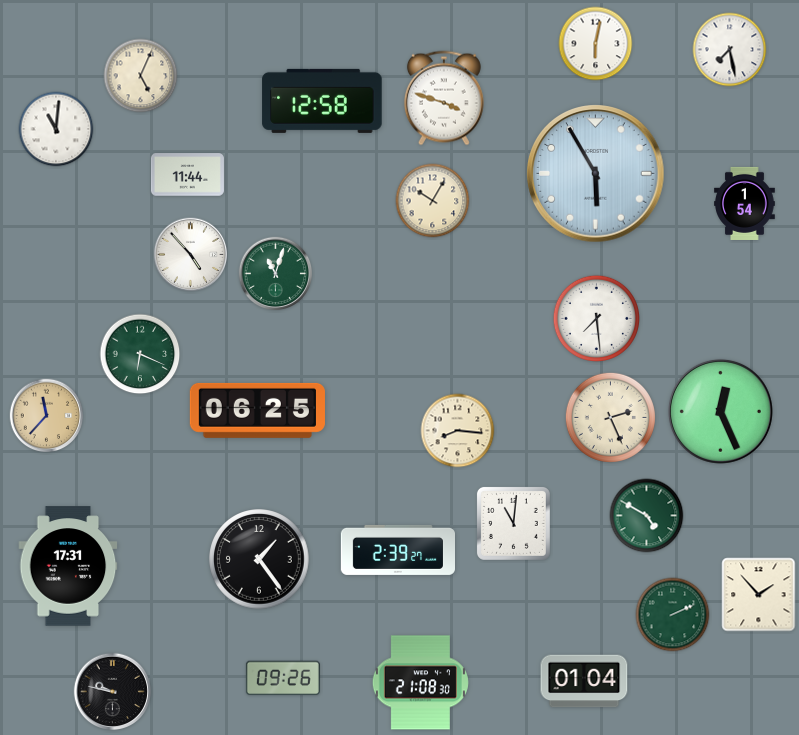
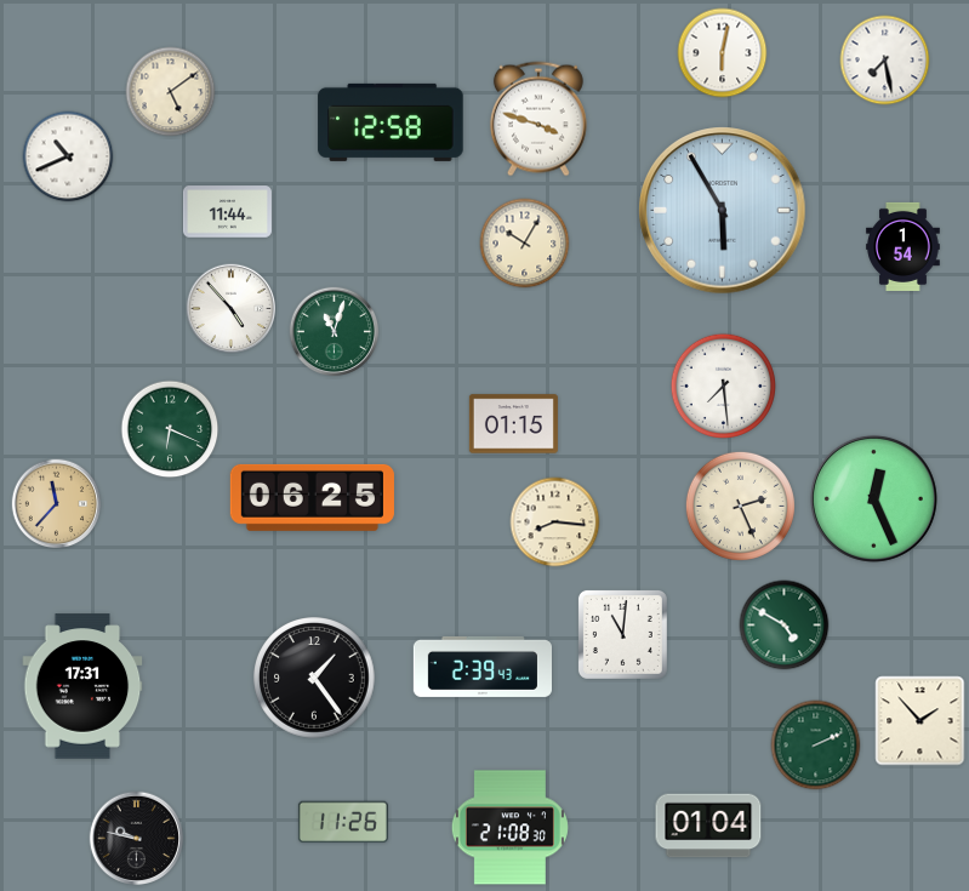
clock at (141, 76): 5:04 -> 5:09
clock at (56, 129): 11:01 -> 10:41
clock at (513, 424): none -> 01:15
clock at (397, 550): 2:39:27 -> 2:39:43
clock at (283, 678): 09:26 -> 11:26
